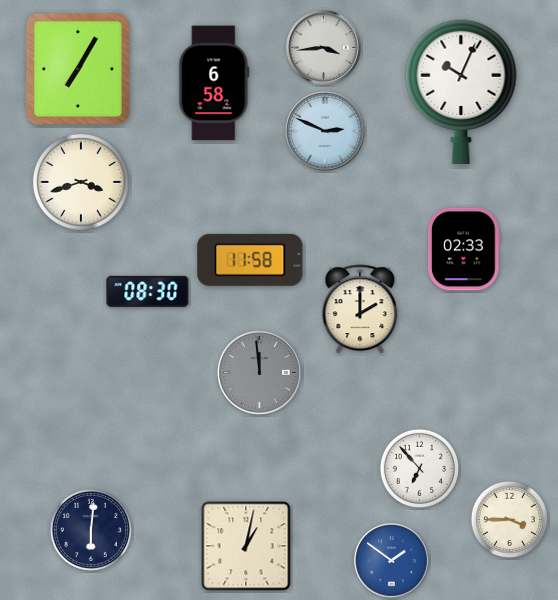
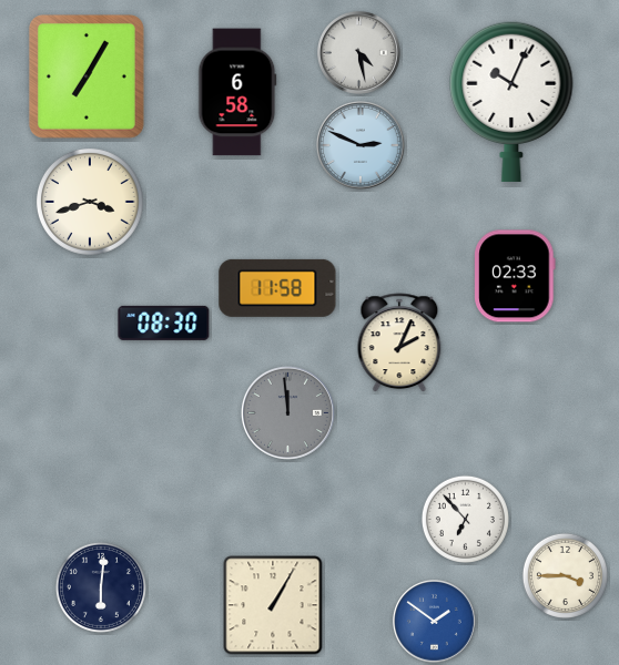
clock at (324, 48): 3:44 -> 4:28
clock at (360, 310): 2:00 -> 2:04
clock at (246, 546): 1:02 -> 1:05
